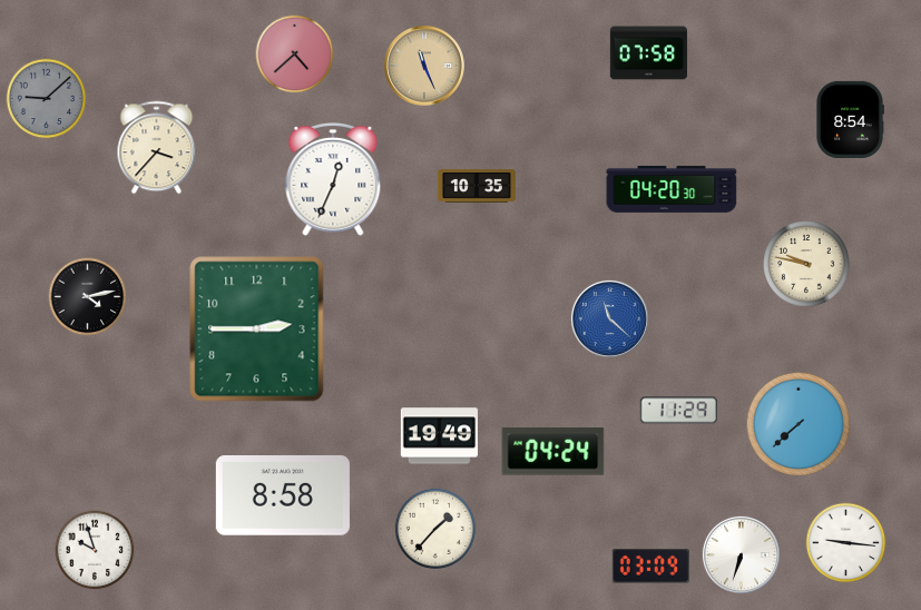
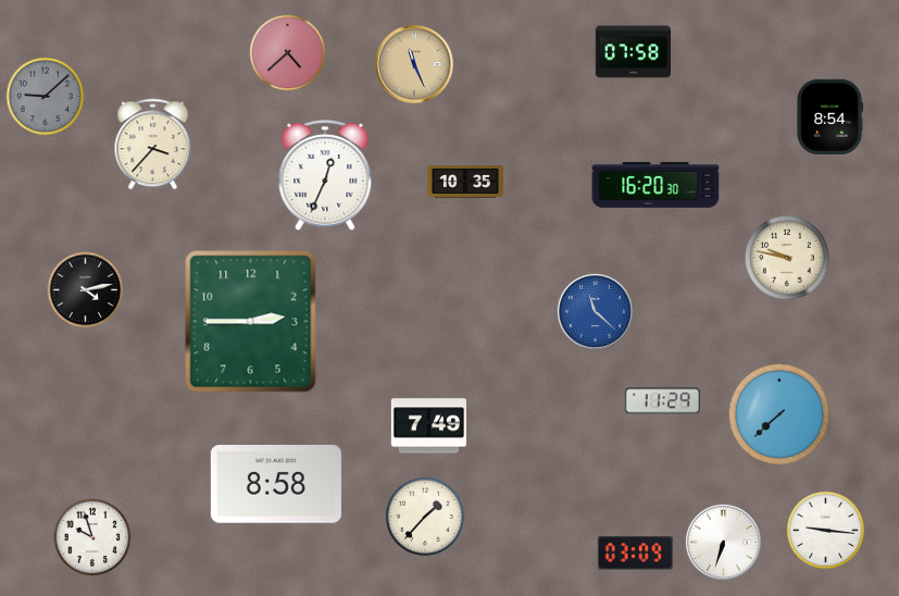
clock at (672, 189): 04:20 -> 16:20
clock at (439, 436): 19:49 -> 7:49
clock at (553, 452): 04:24 -> none
